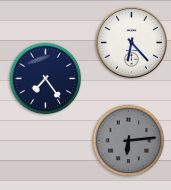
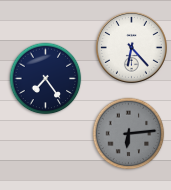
clock at (131, 42) position: (131, 42) -> (131, 47)
clock at (129, 141) position: (129, 141) -> (129, 134)
